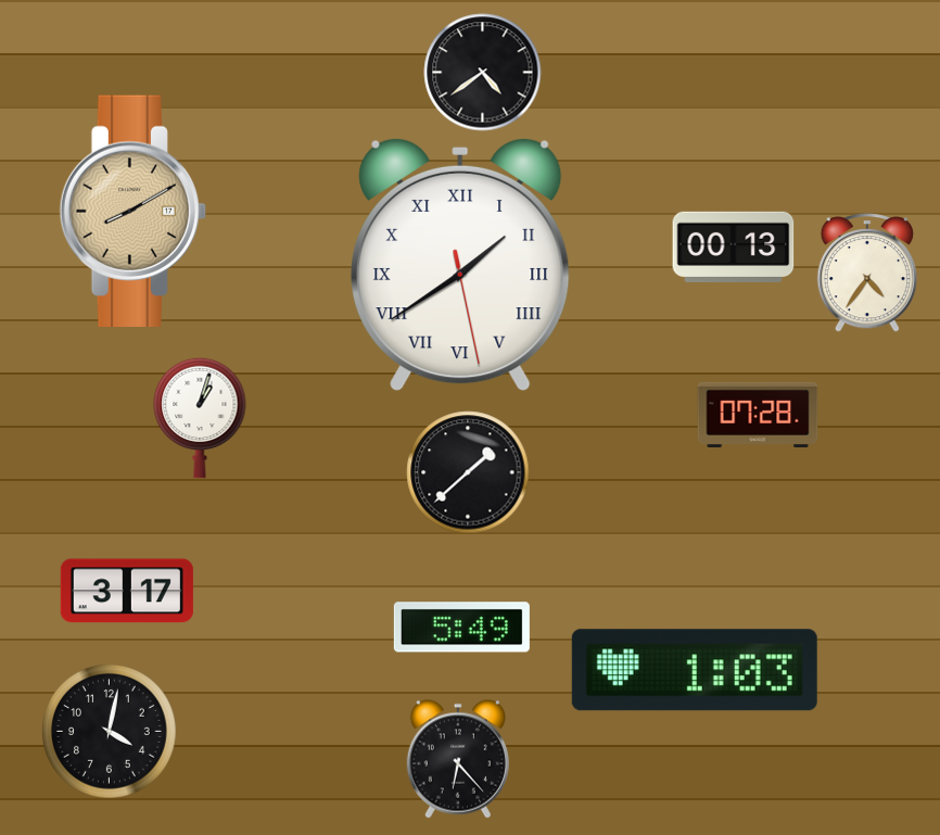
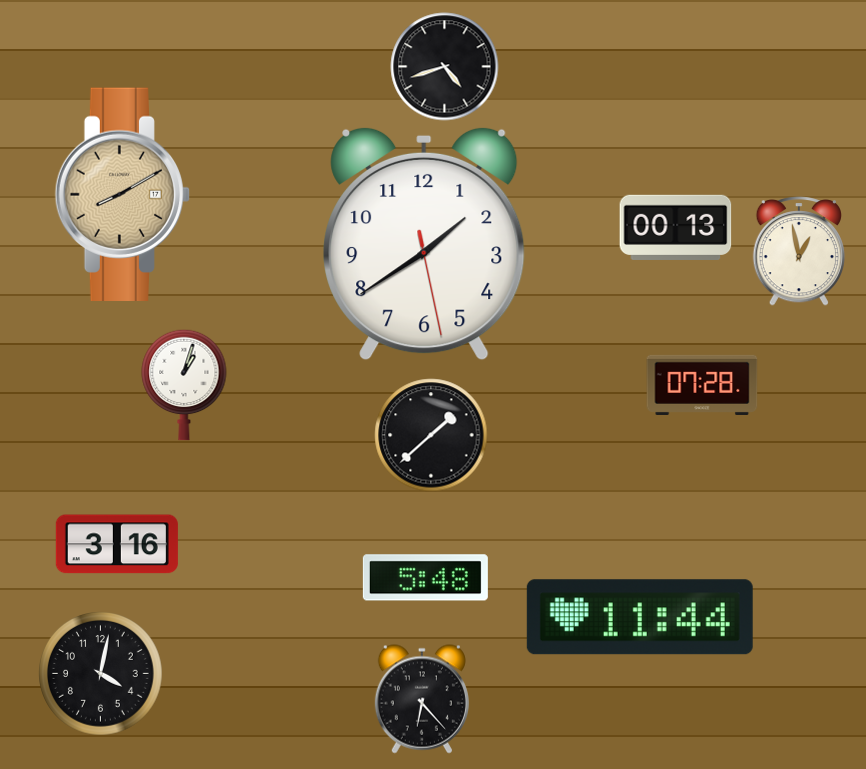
clock at (483, 73): 4:39 -> 4:42
clock at (460, 265) numerals: Roman -> Arabic
clock at (866, 273): 4:36 -> 12:58
clock at (758, 415) position: (758, 415) -> (702, 385)
clock at (127, 591): 3:17 -> 3:16
clock at (461, 628): 5:49 -> 5:48
clock at (695, 670): 1:03 -> 11:44
